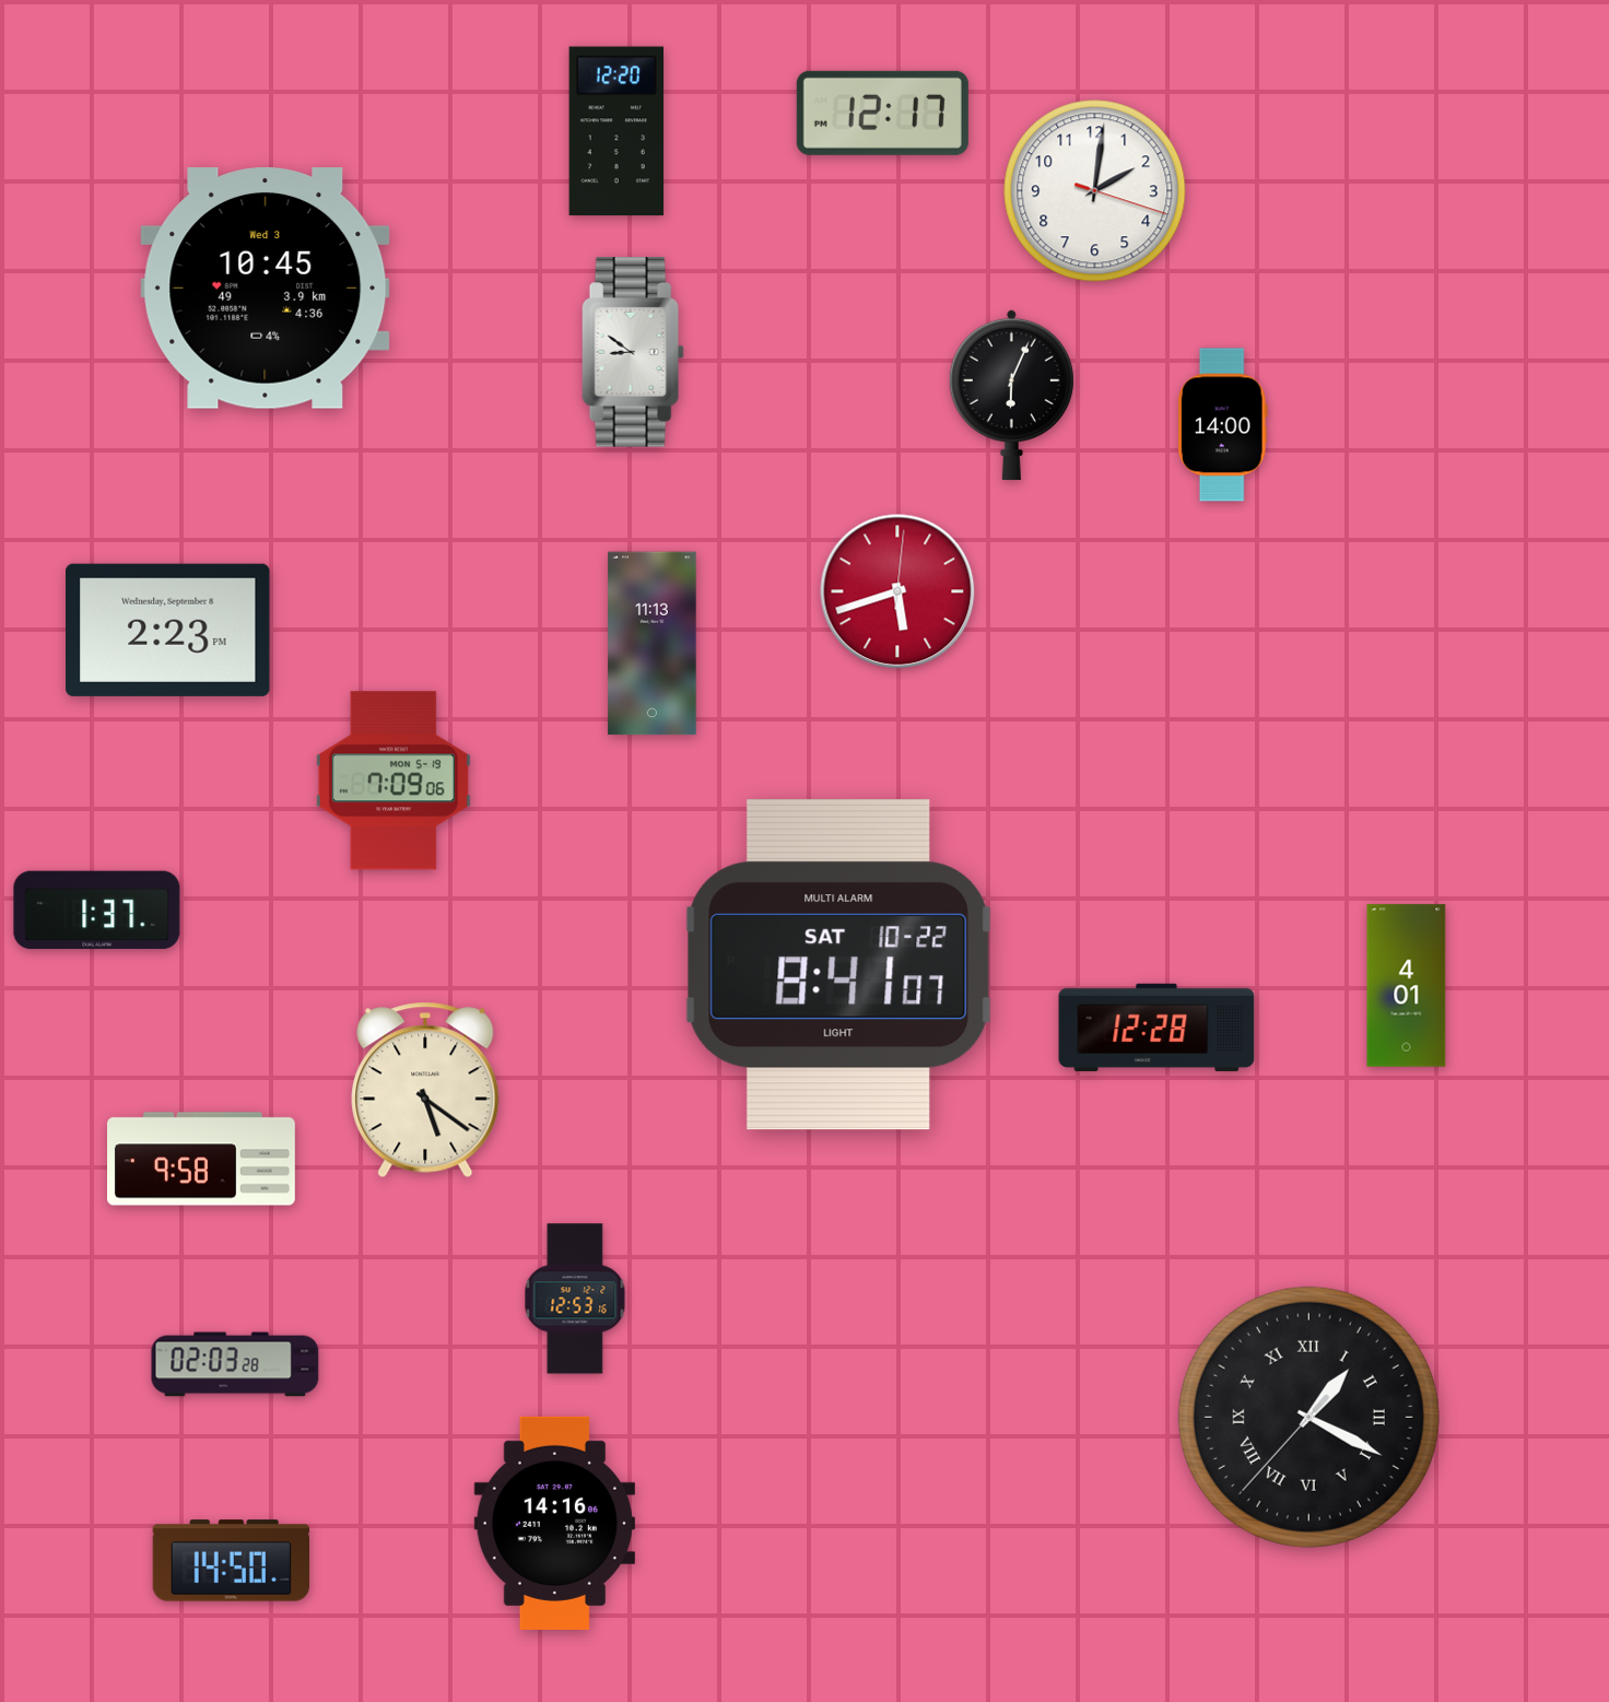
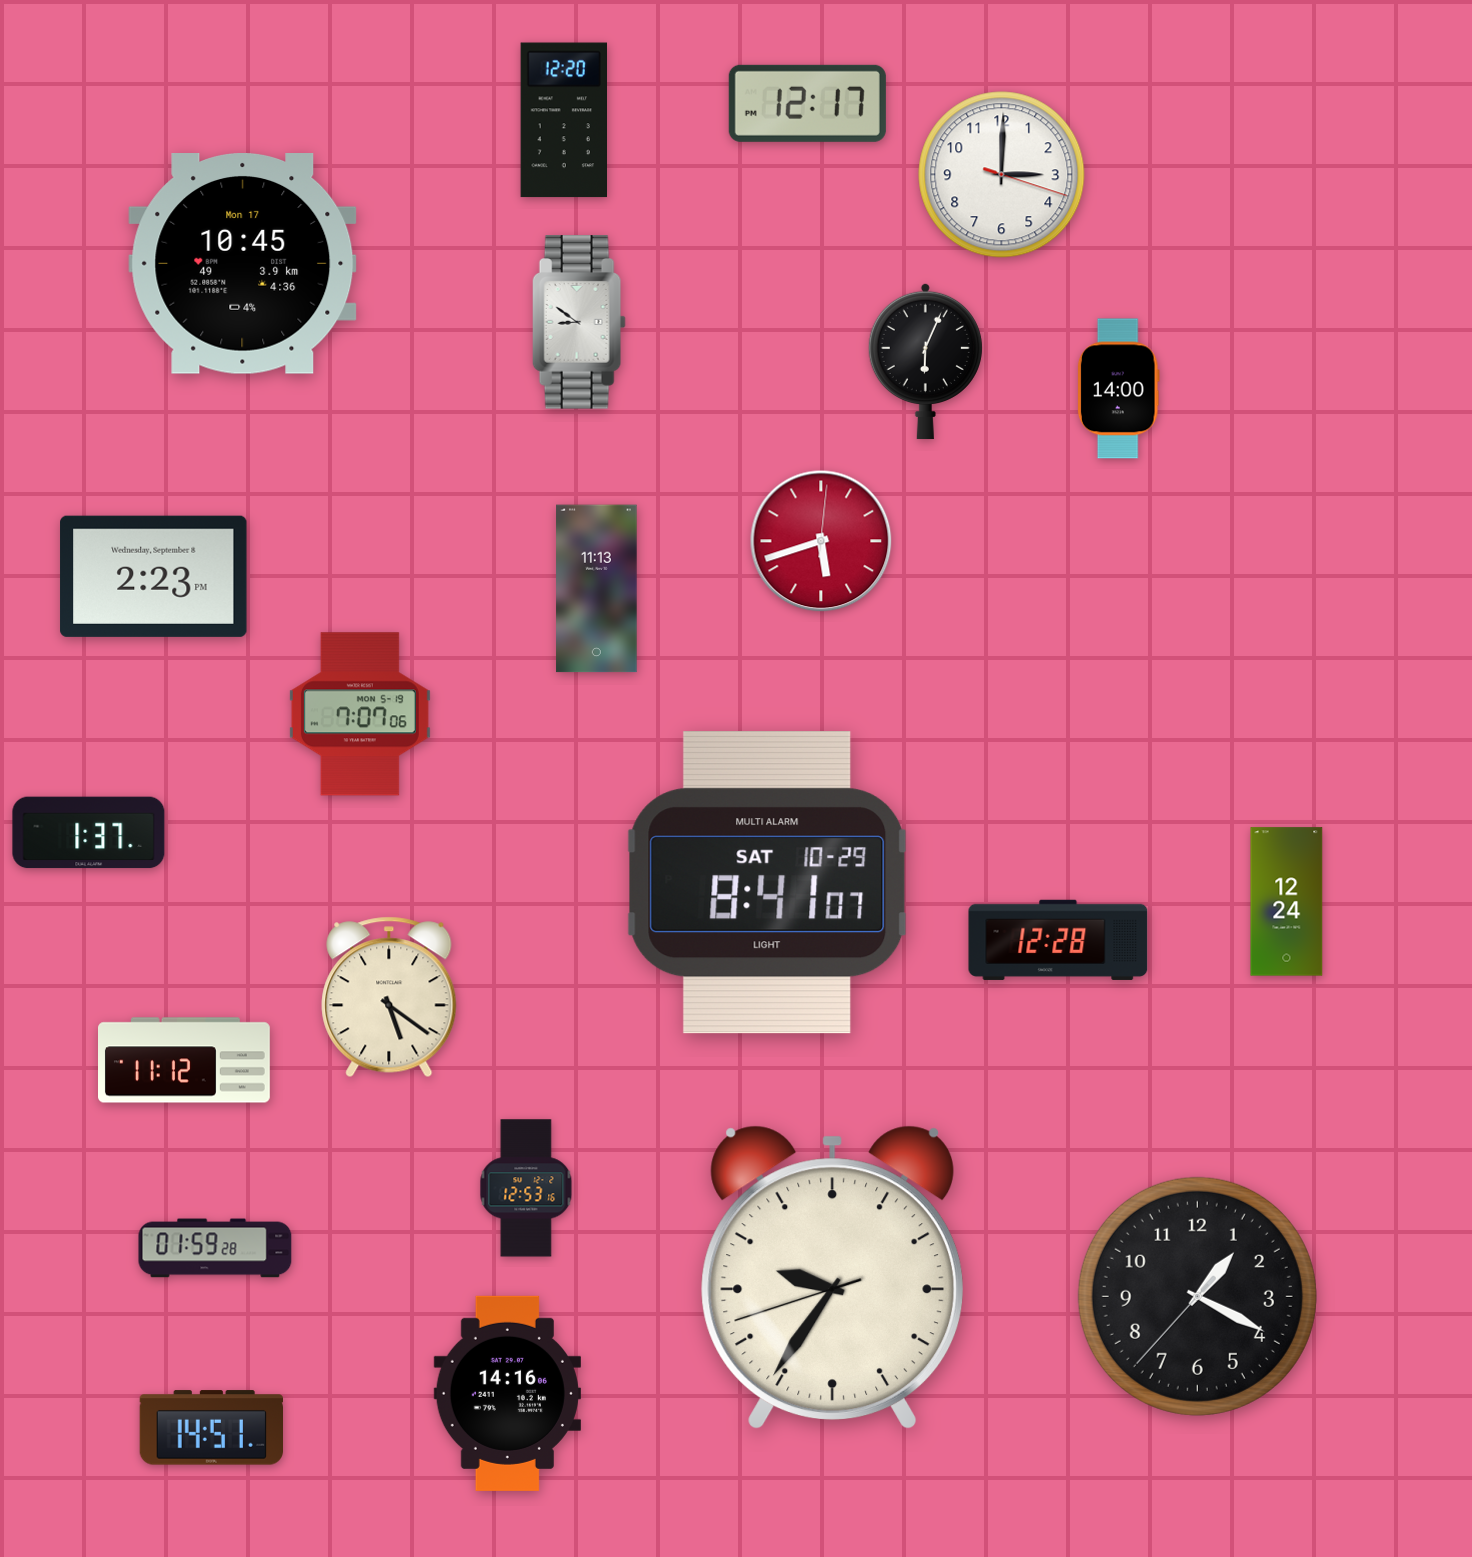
clock at (1095, 191): 2:01 -> 3:00
clock at (266, 289) date: Wed 3 -> Mon 17
clock at (394, 780): 7:09 -> 7:07
clock at (839, 965) date: SAT 10-22 -> SAT 10-29
clock at (1407, 986): 4:01 -> 12:24
clock at (202, 1159): 9:58 -> 11:12
clock at (235, 1364): 02:03 -> 01:59
clock at (832, 1277): none -> 9:35
clock at (1308, 1417) numerals: Roman -> Arabic
clock at (231, 1561): 14:50 -> 14:51
